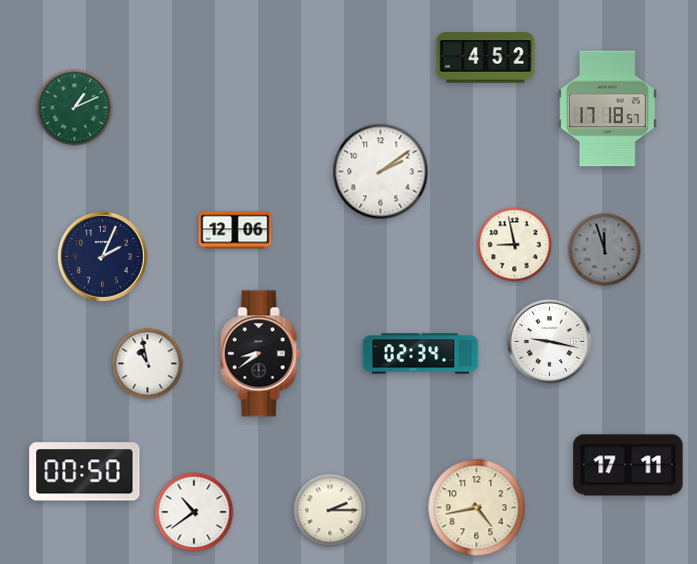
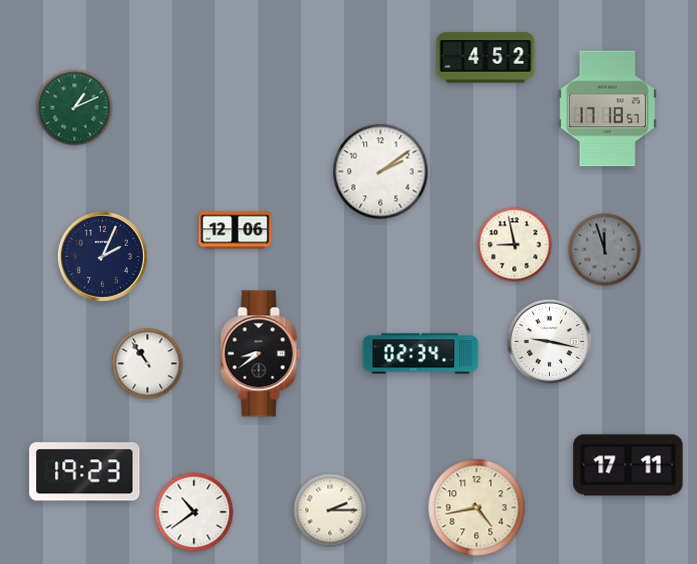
clock at (148, 364): 10:58 -> 10:54
clock at (85, 472): 00:50 -> 19:23
